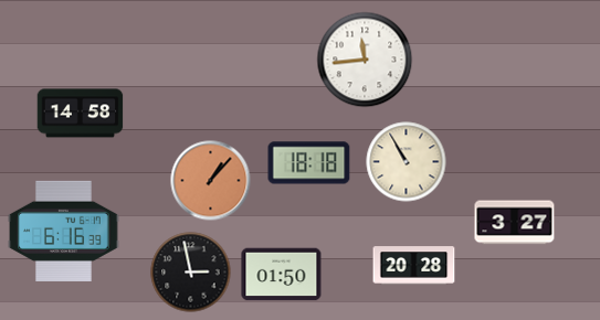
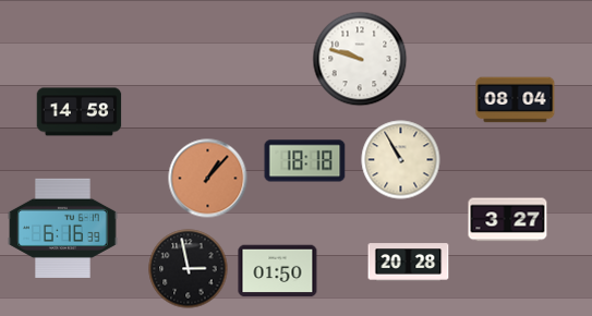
clock at (365, 60): 11:44 -> 9:48
clock at (516, 100): none -> 08:04
